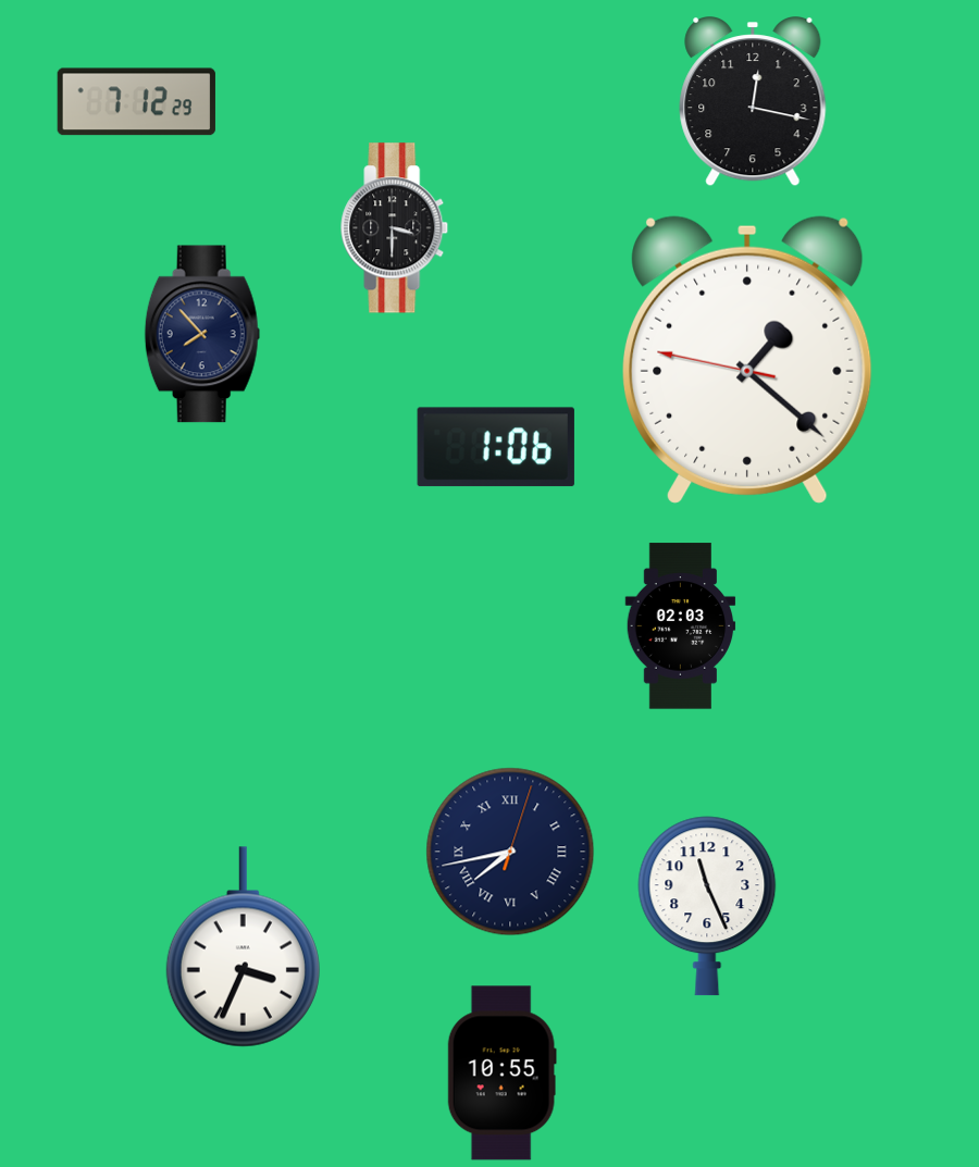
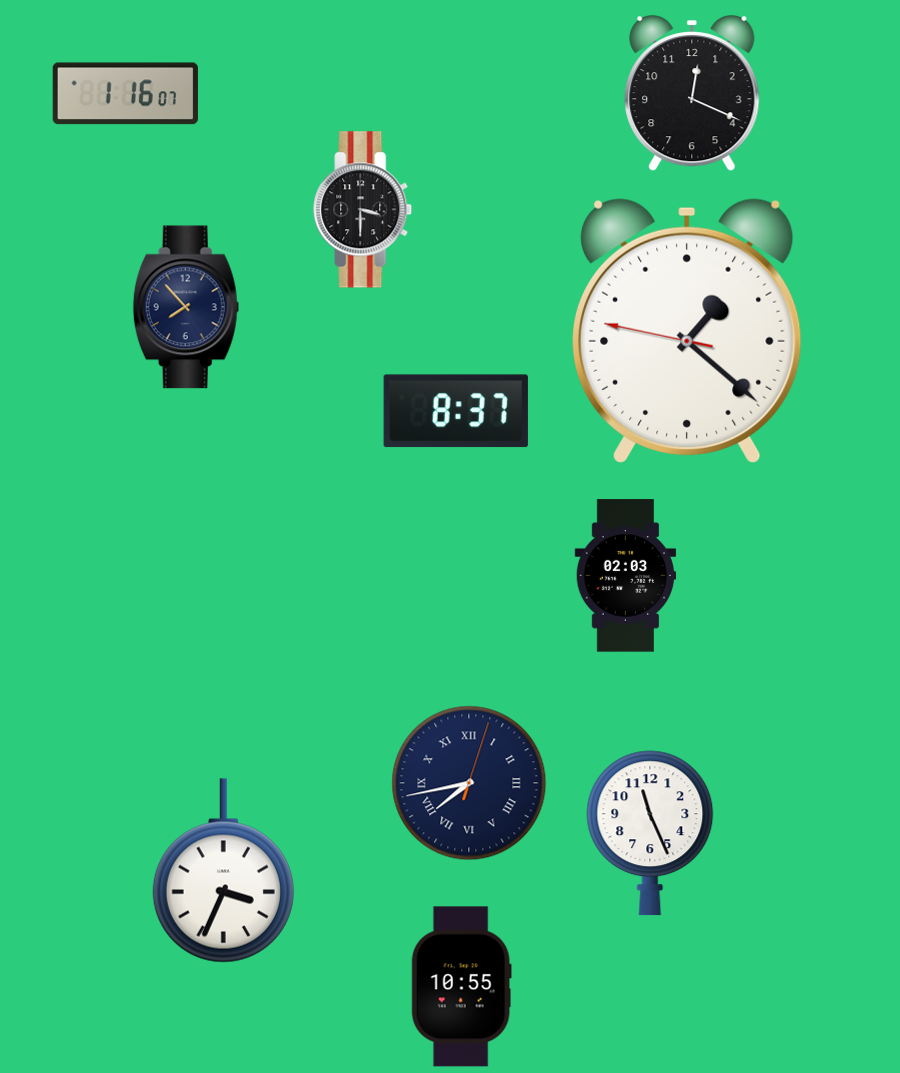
clock at (136, 102): 7:12 -> 1:16
clock at (753, 102): 12:17 -> 12:19
clock at (496, 447): 1:06 -> 8:37
